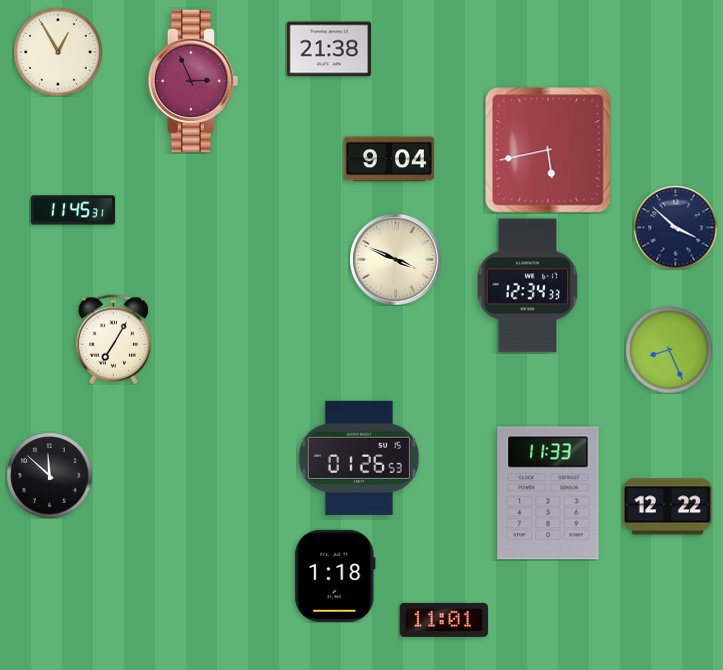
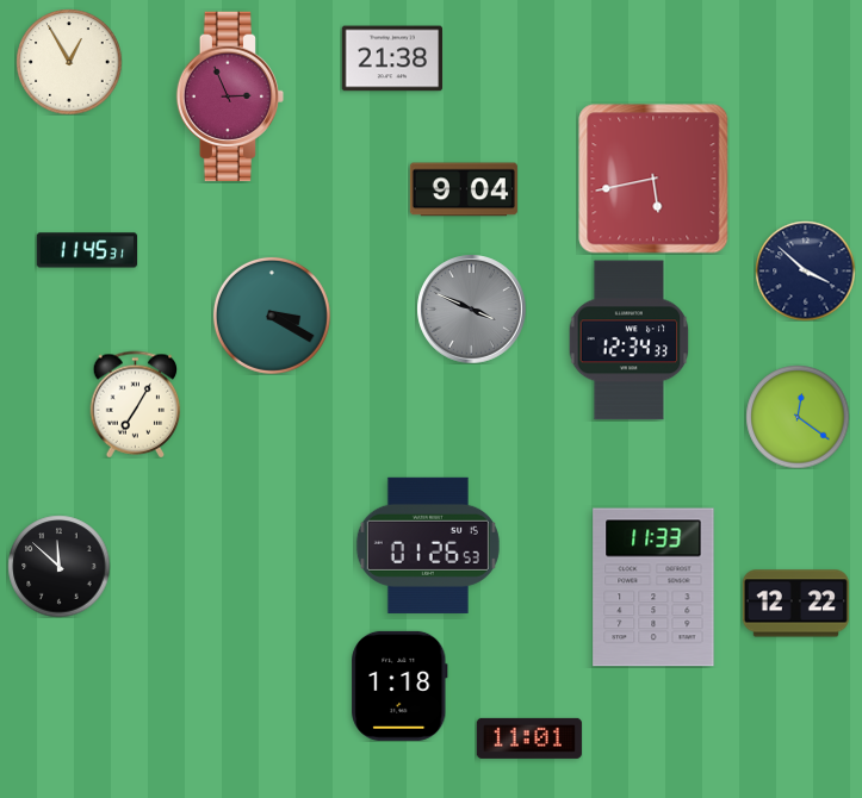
clock at (395, 259) dial: cream -> grey
clock at (272, 316): none -> 3:20
clock at (669, 350): 8:26 -> 12:21
